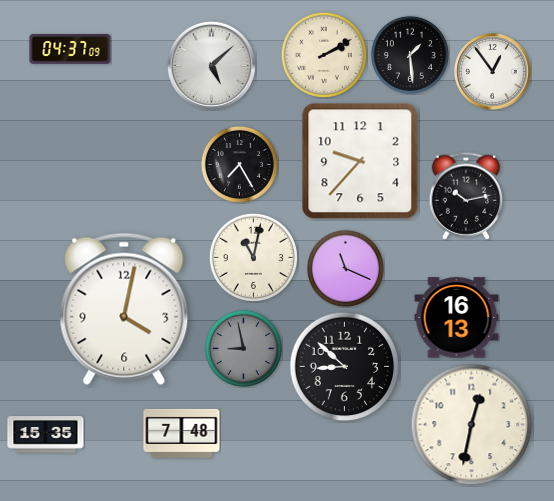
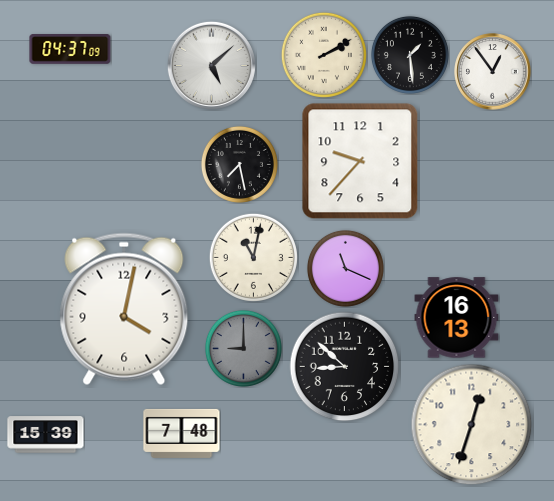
clock at (239, 164): 7:25 -> 7:28
clock at (466, 196): 10:13 -> none
clock at (243, 348): 8:58 -> 9:00
clock at (472, 425): 12:32 -> 12:33
clock at (46, 435): 15:35 -> 15:39
